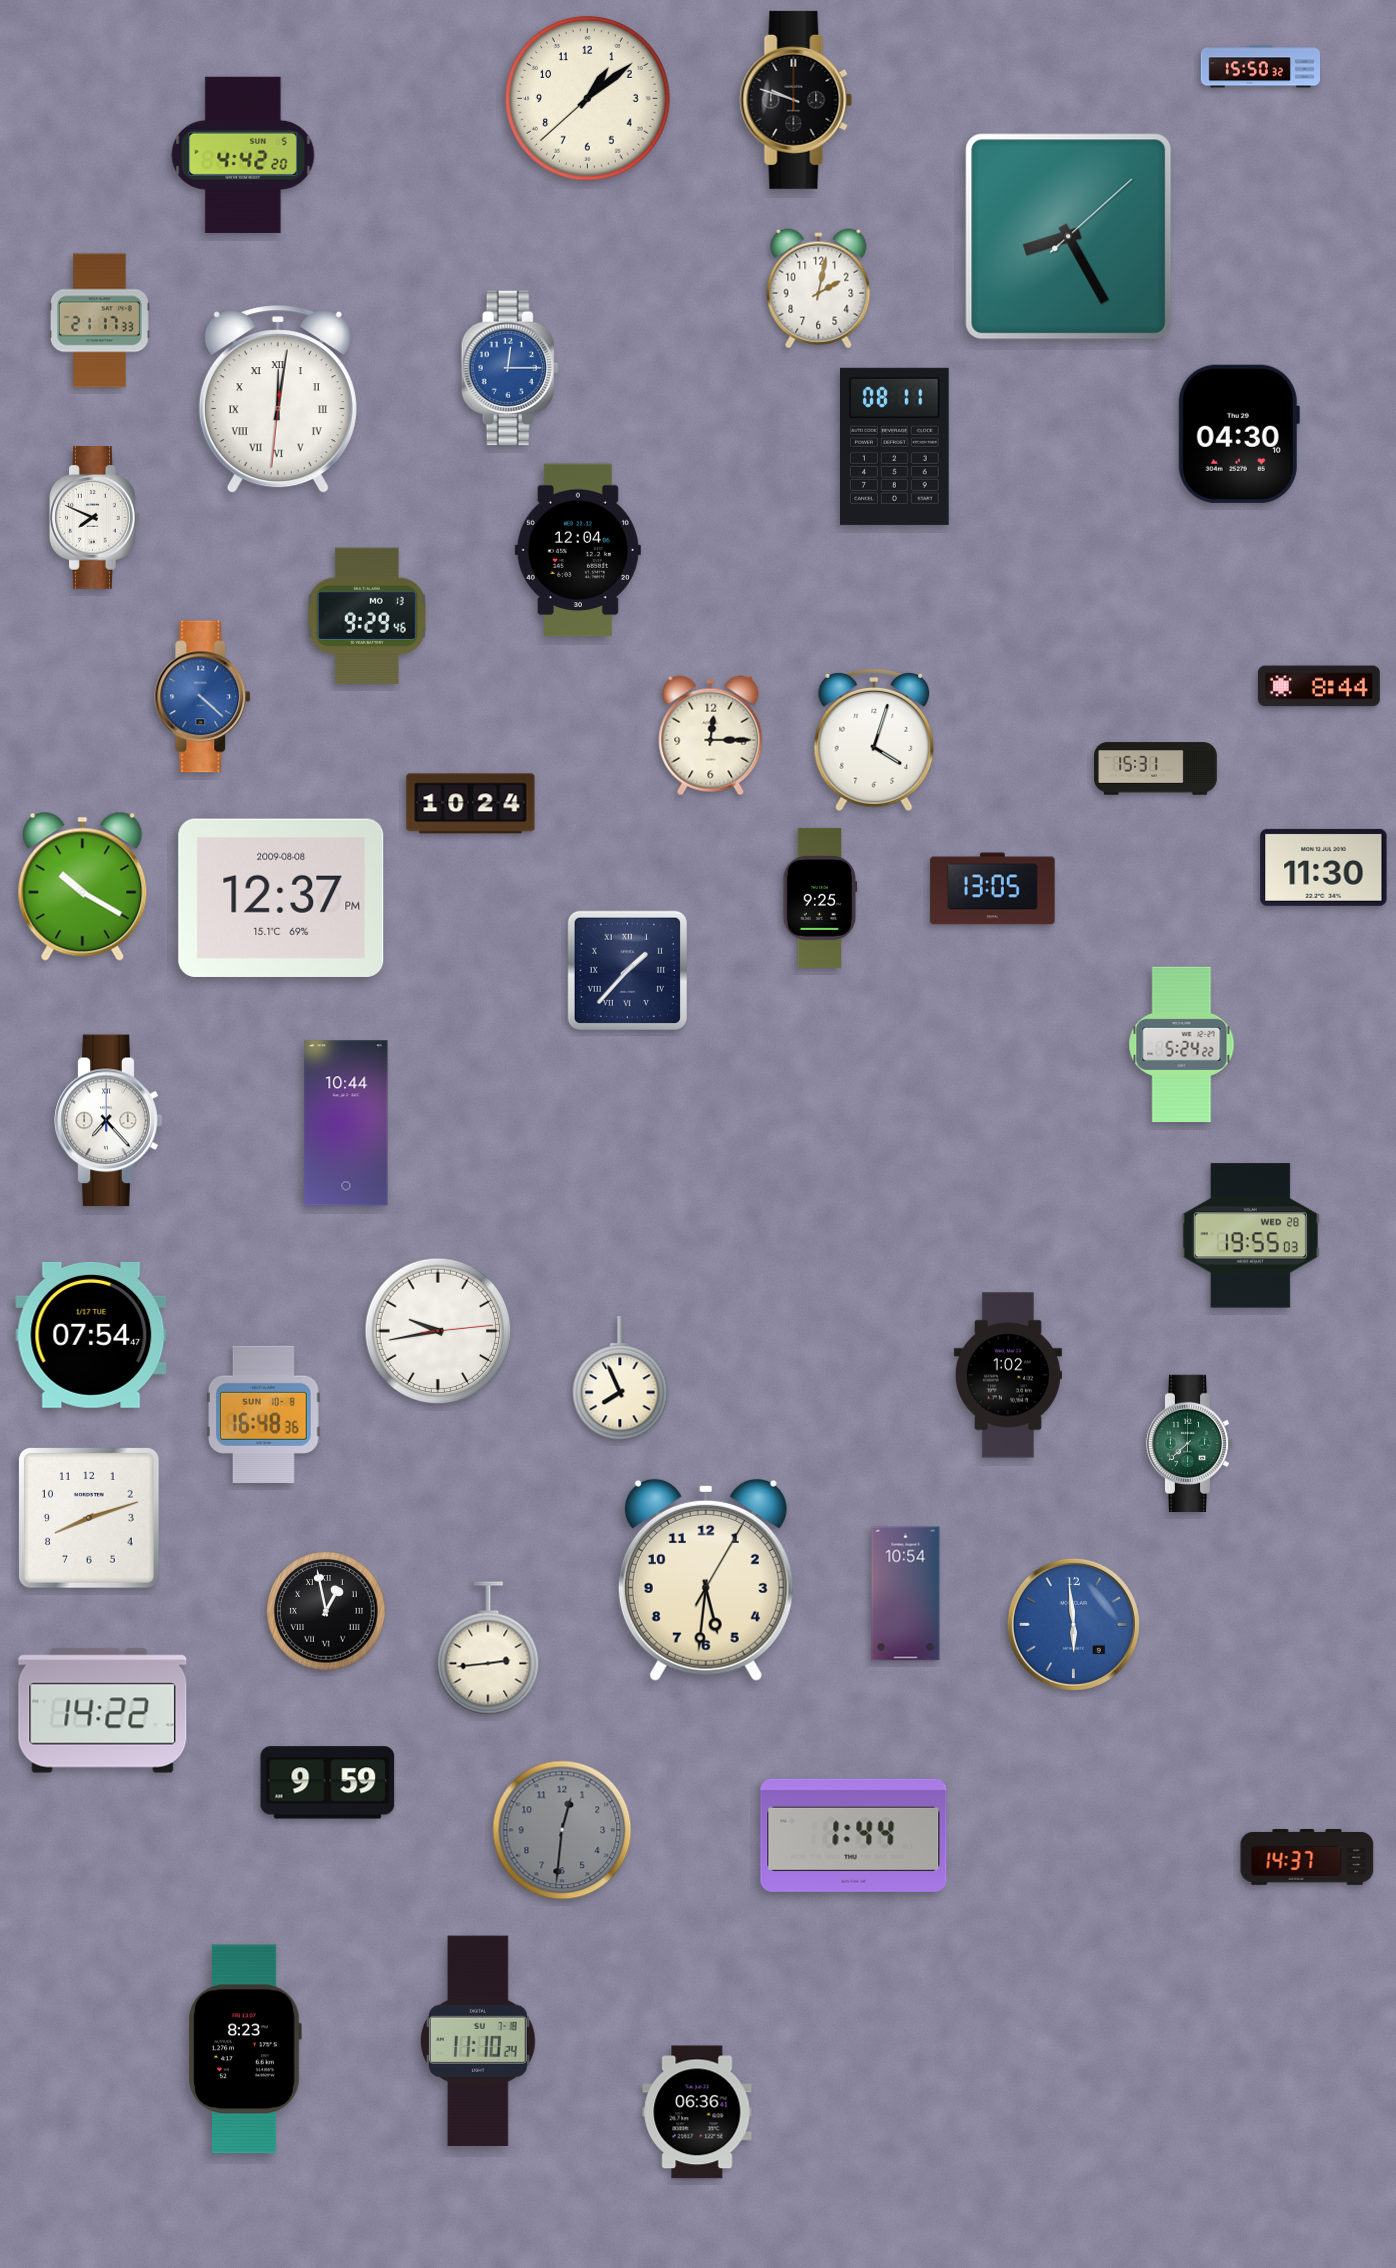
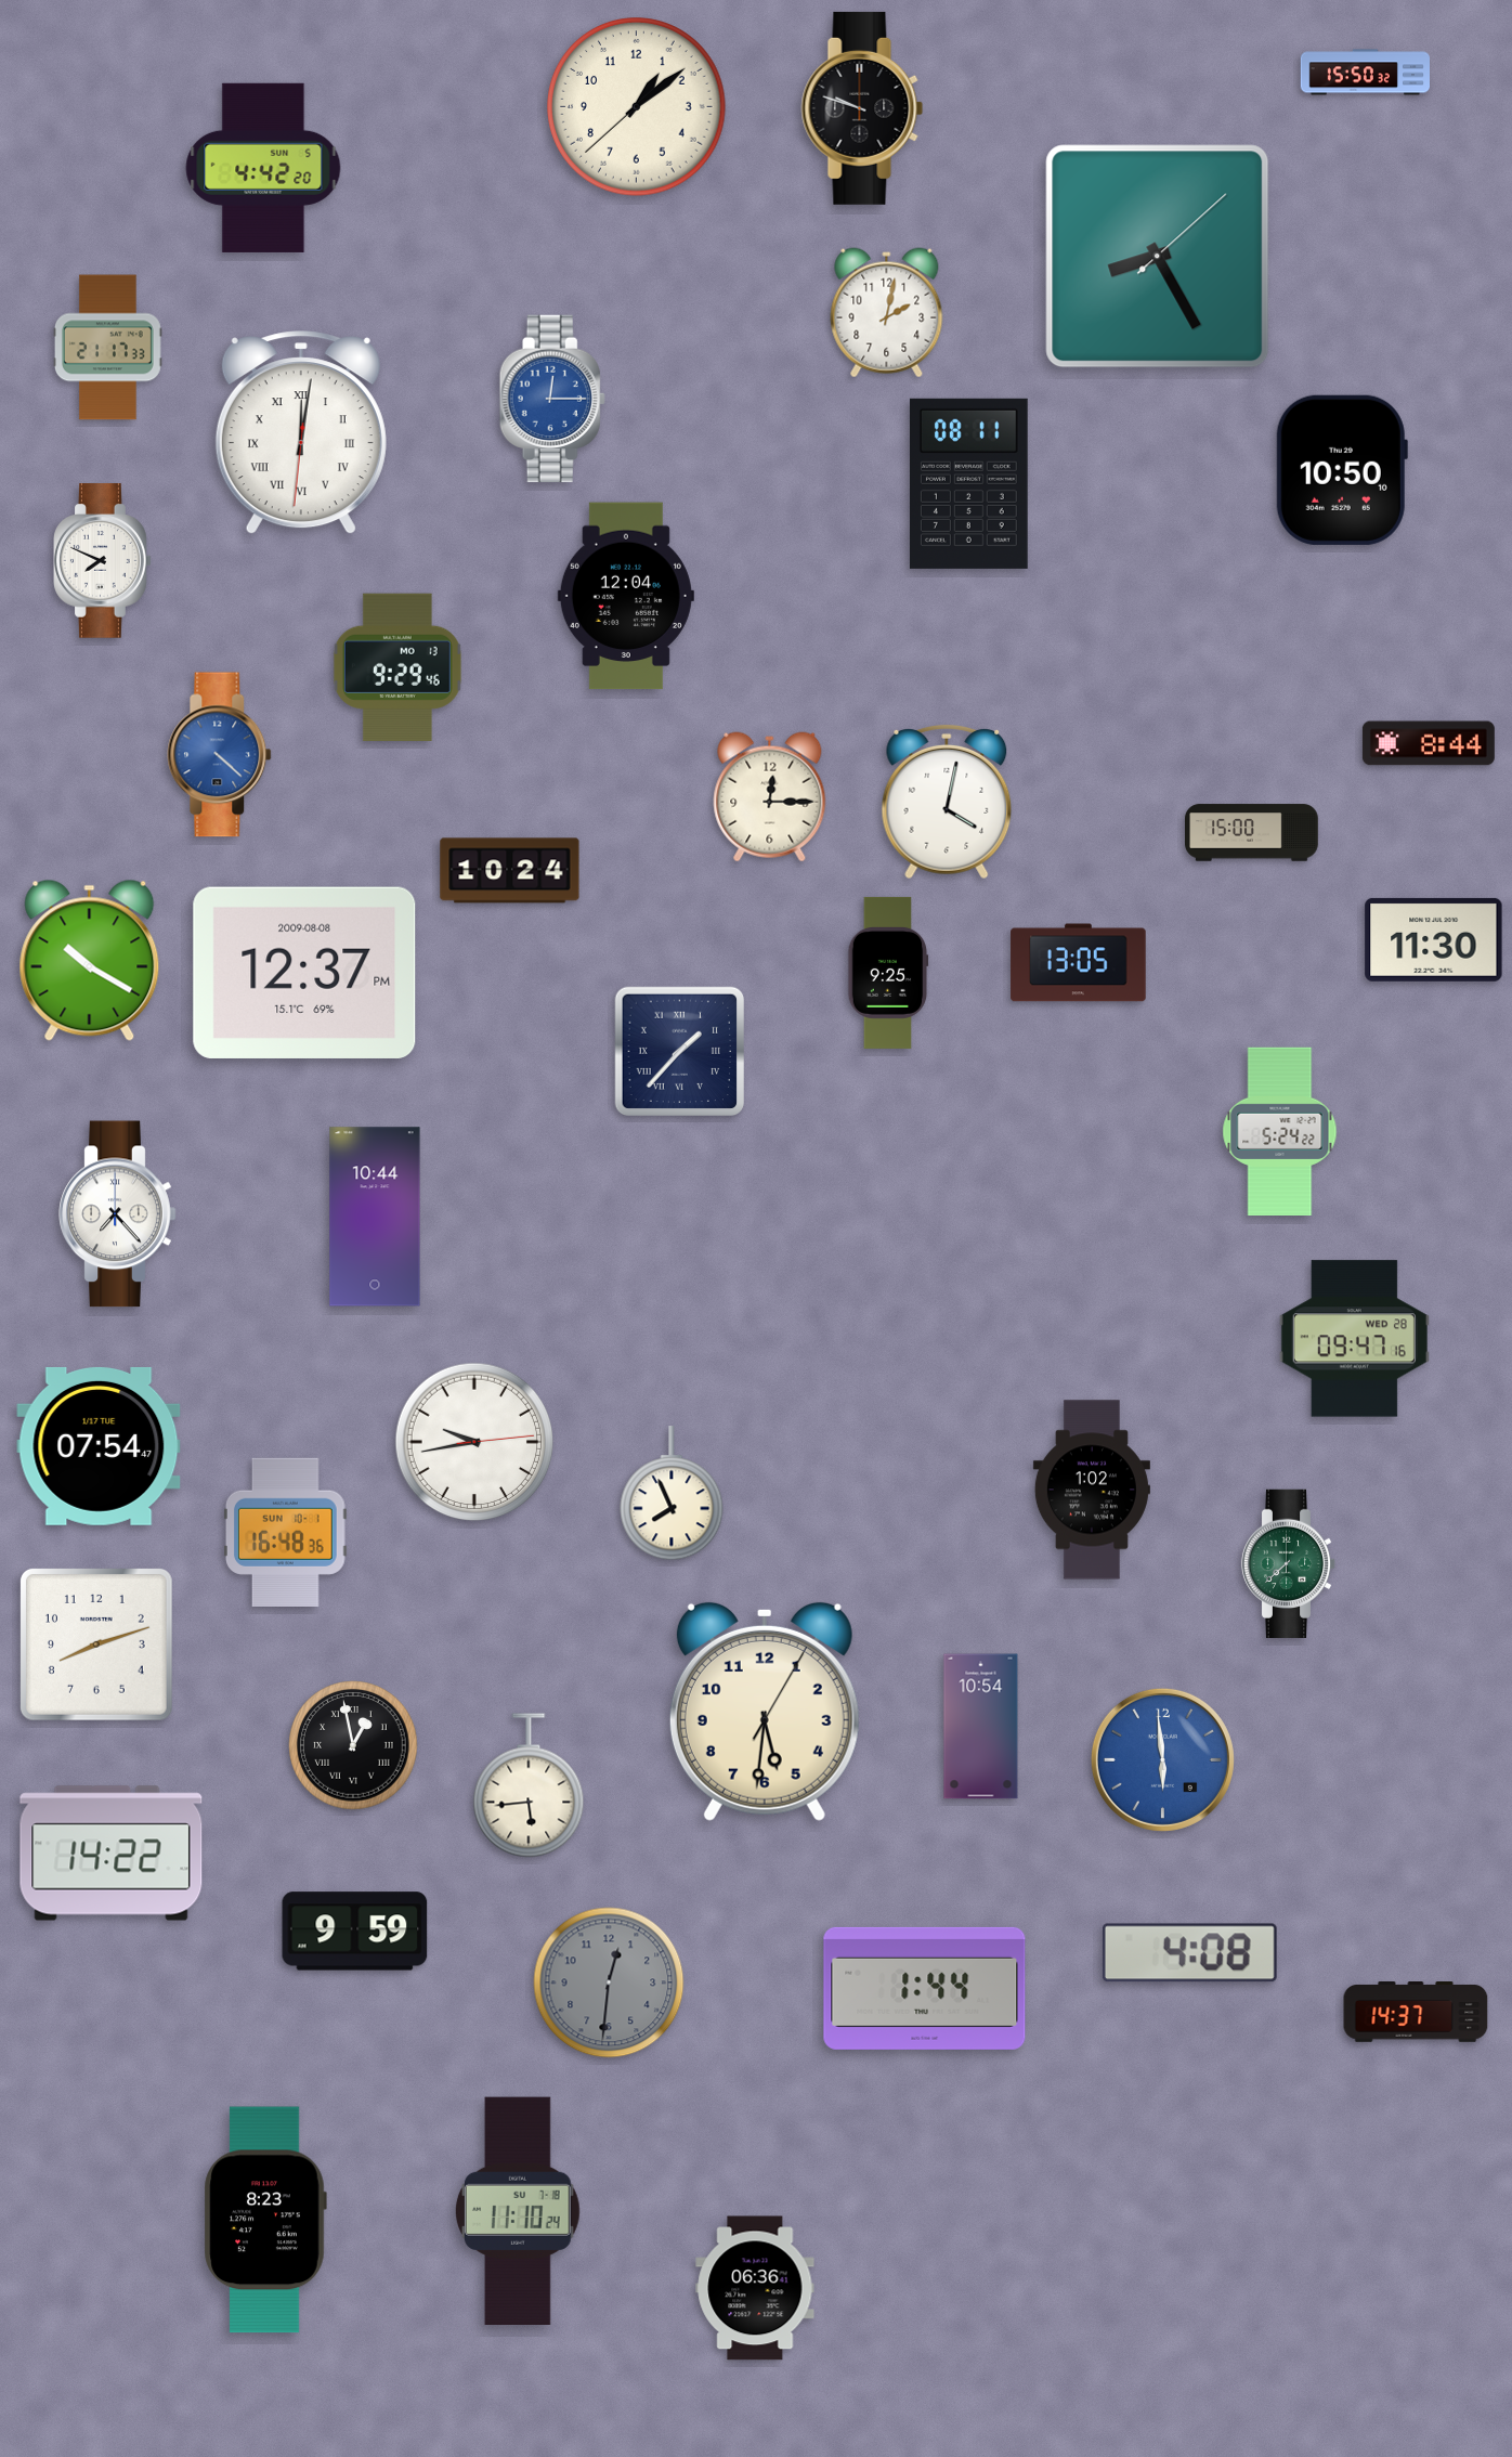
clock at (1239, 434): 04:30 -> 10:50
clock at (874, 740): 4:03 -> 4:02
clock at (1156, 769): 15:31 -> 15:00
clock at (993, 889) position: (993, 889) -> (1079, 963)
clock at (1250, 1236): 19:55 -> 09:47
clock at (264, 1414) date: SUN 10-8 -> SUN 10-1
clock at (488, 1648): 2:44 -> 5:44
clock at (1189, 1953): none -> 4:08
